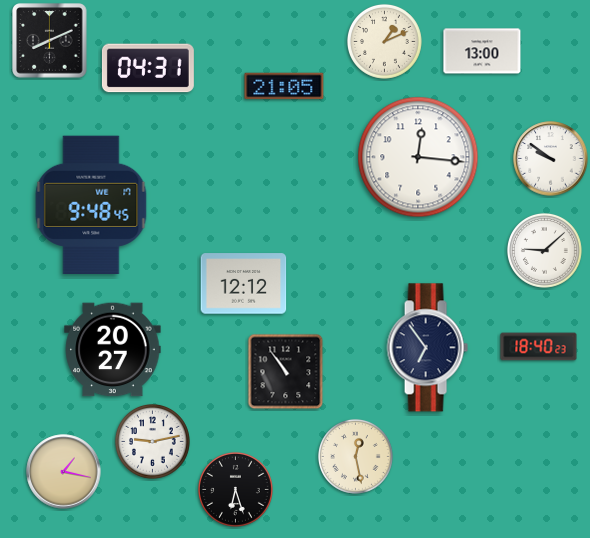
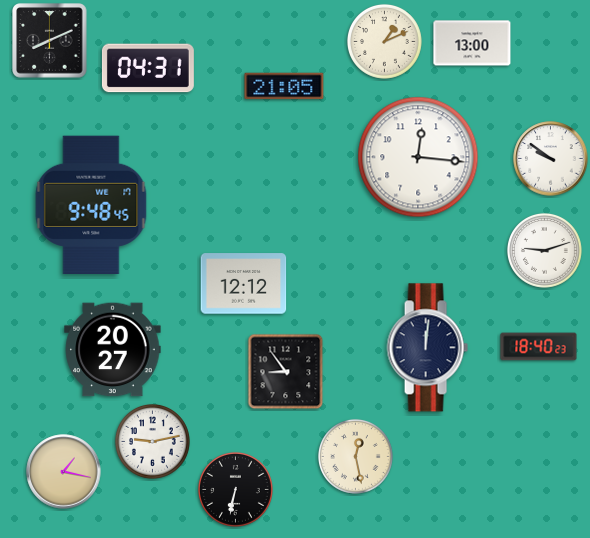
clock at (482, 51) position: (482, 51) -> (472, 43)
clock at (544, 250): 9:08 -> 9:12
clock at (427, 348): 6:54 -> 12:01
clock at (286, 372): 10:54 -> 8:54
clock at (235, 489): 6:27 -> 6:32
